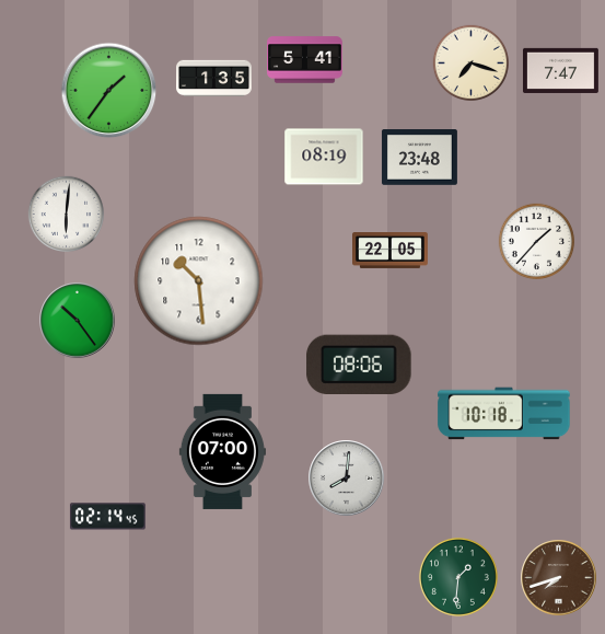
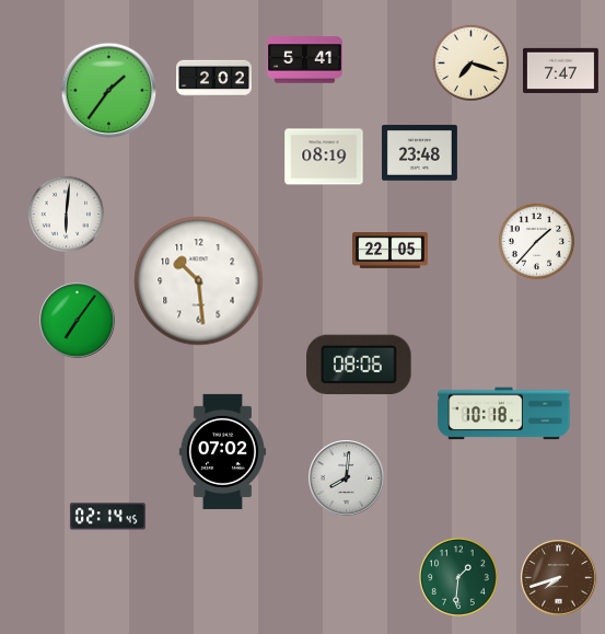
clock at (214, 78): 1:35 -> 2:02
clock at (419, 158) position: (419, 158) -> (419, 153)
clock at (78, 321): 10:24 -> 7:06
clock at (222, 451): 07:00 -> 07:02
